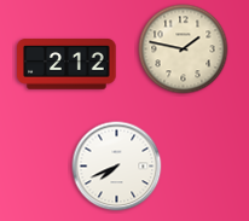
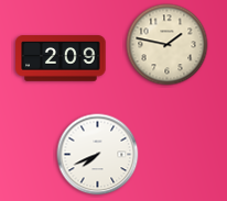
clock at (66, 64): 2:12 -> 2:09
clock at (117, 167) position: (117, 167) -> (98, 155)
